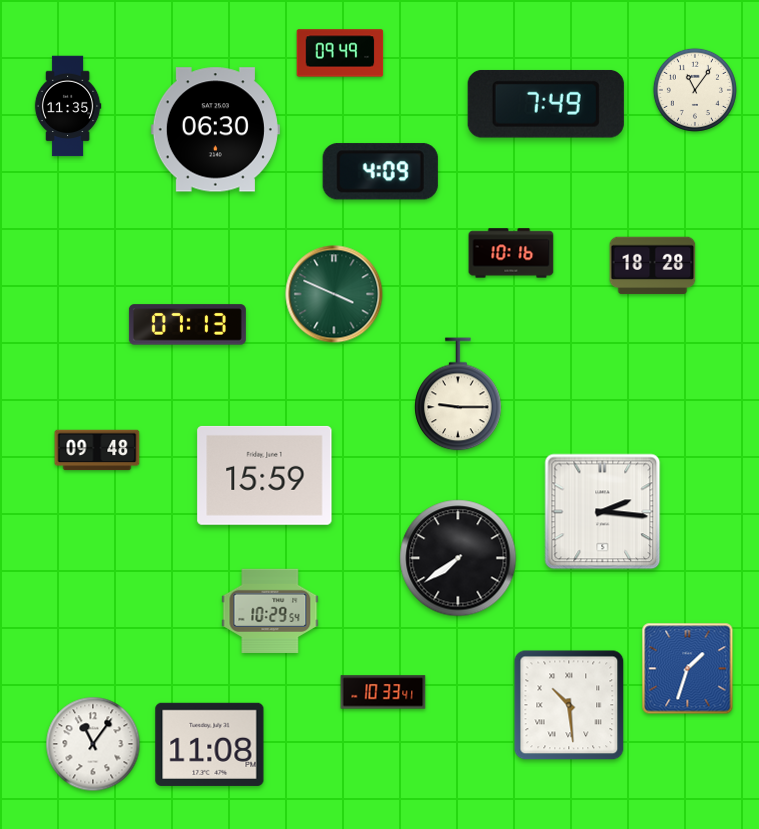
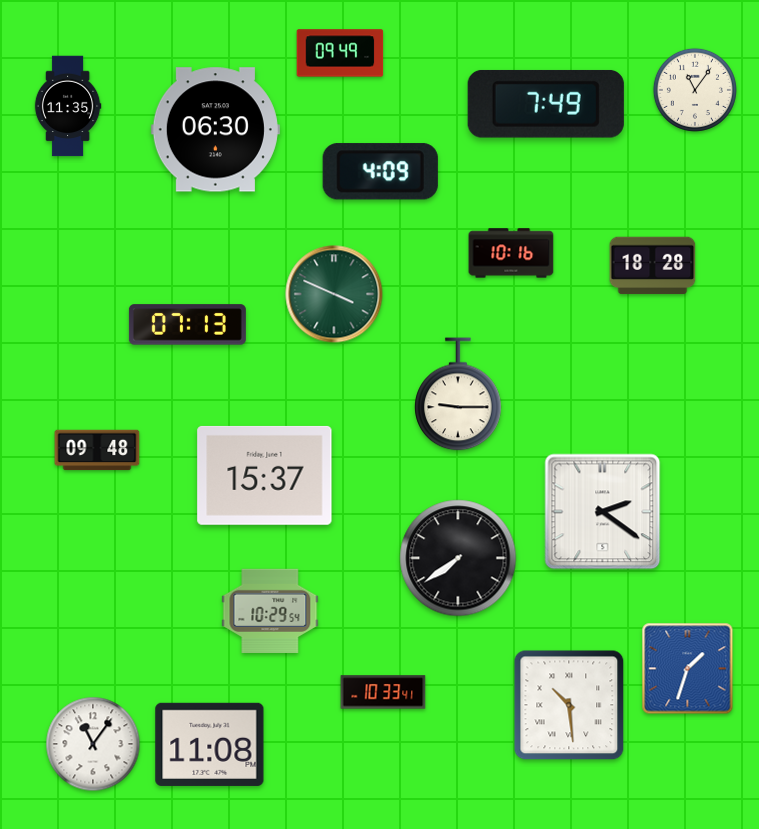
clock at (265, 475): 15:59 -> 15:37
clock at (603, 512): 2:16 -> 2:21
